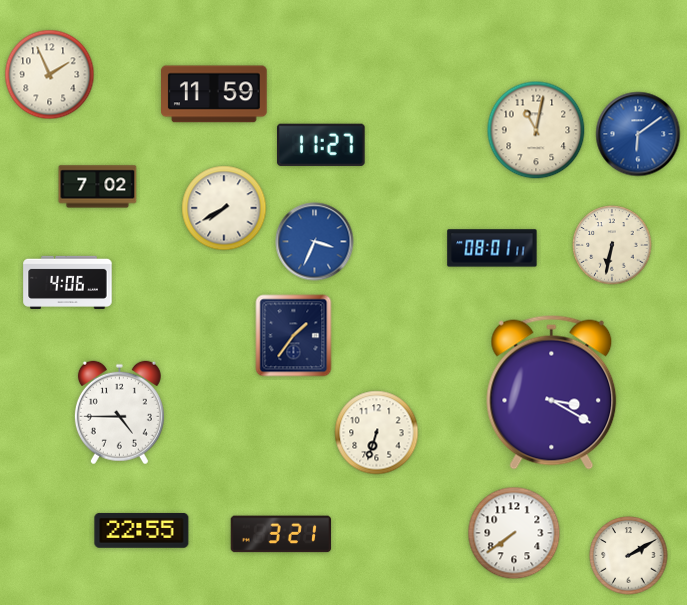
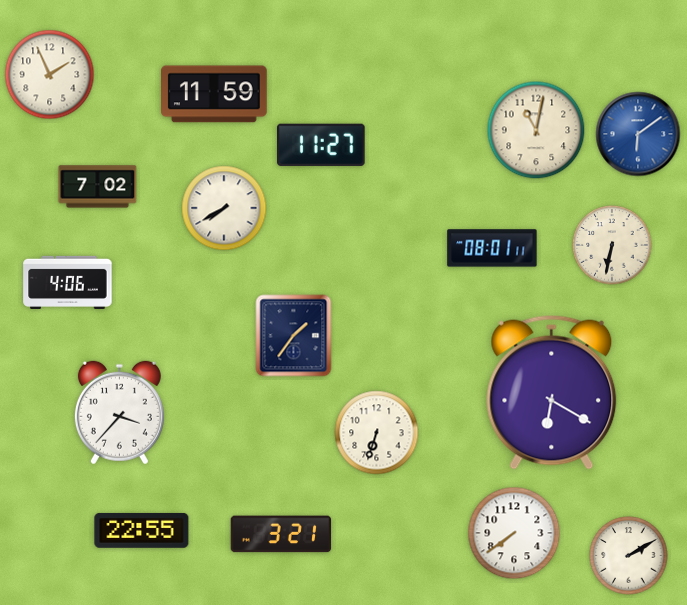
clock at (315, 242): 3:34 -> none
clock at (552, 392): 3:20 -> 6:20
clock at (119, 413): 4:45 -> 3:37
